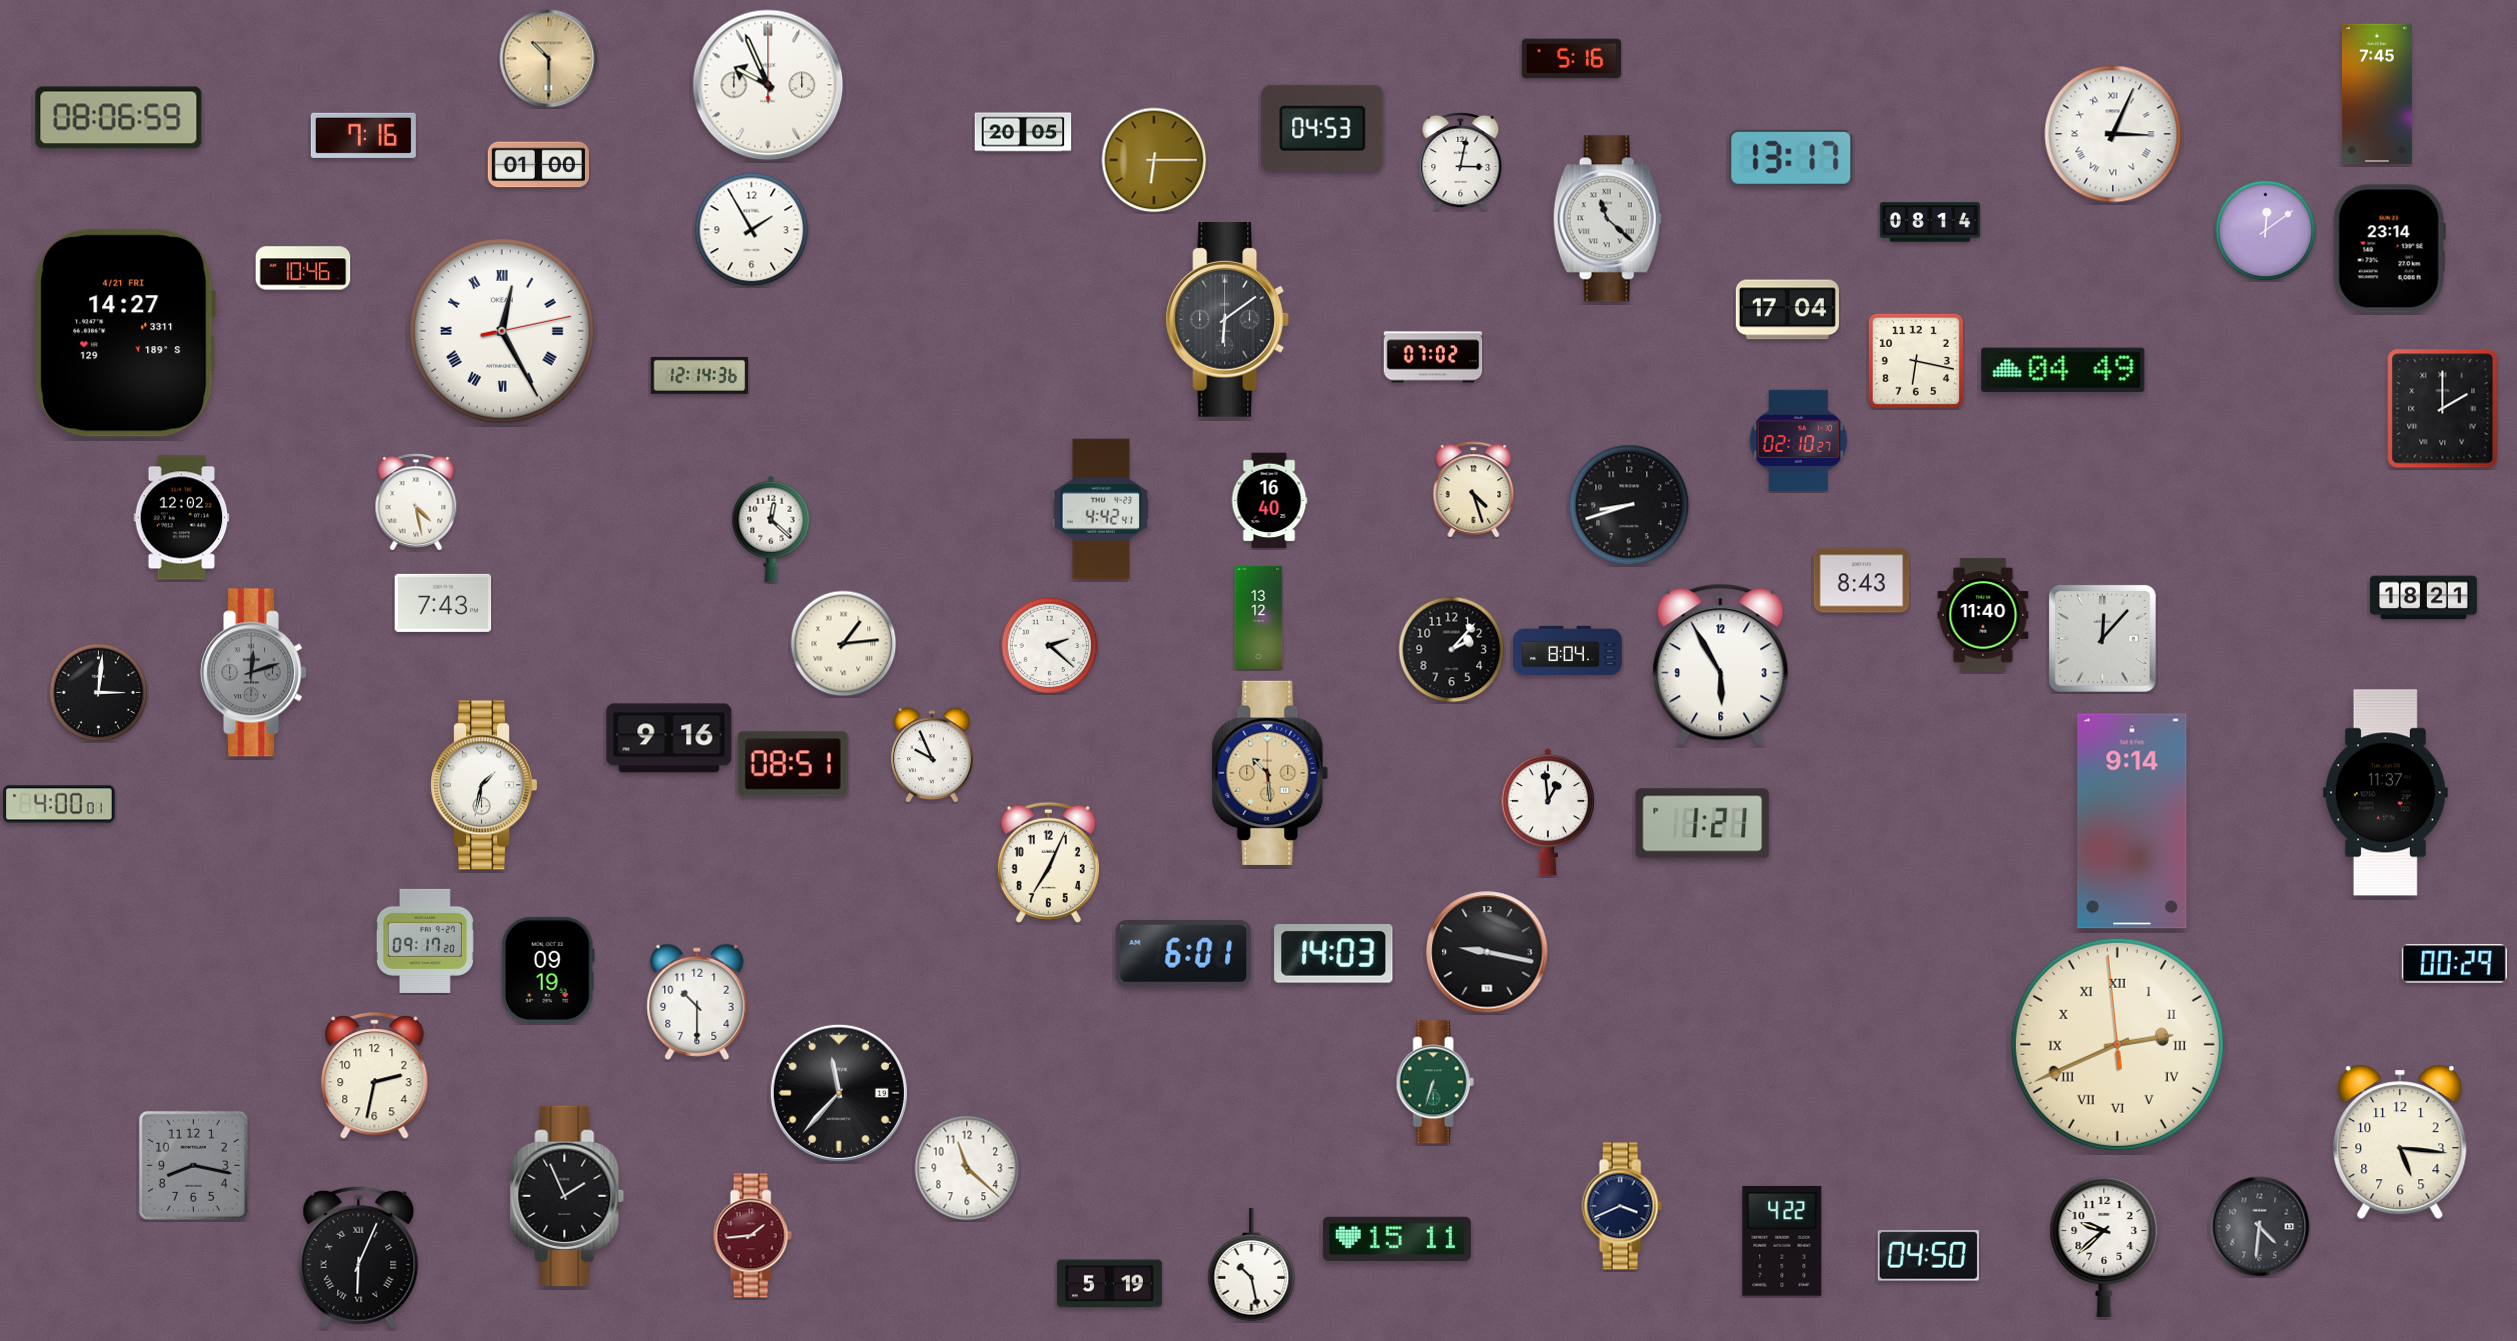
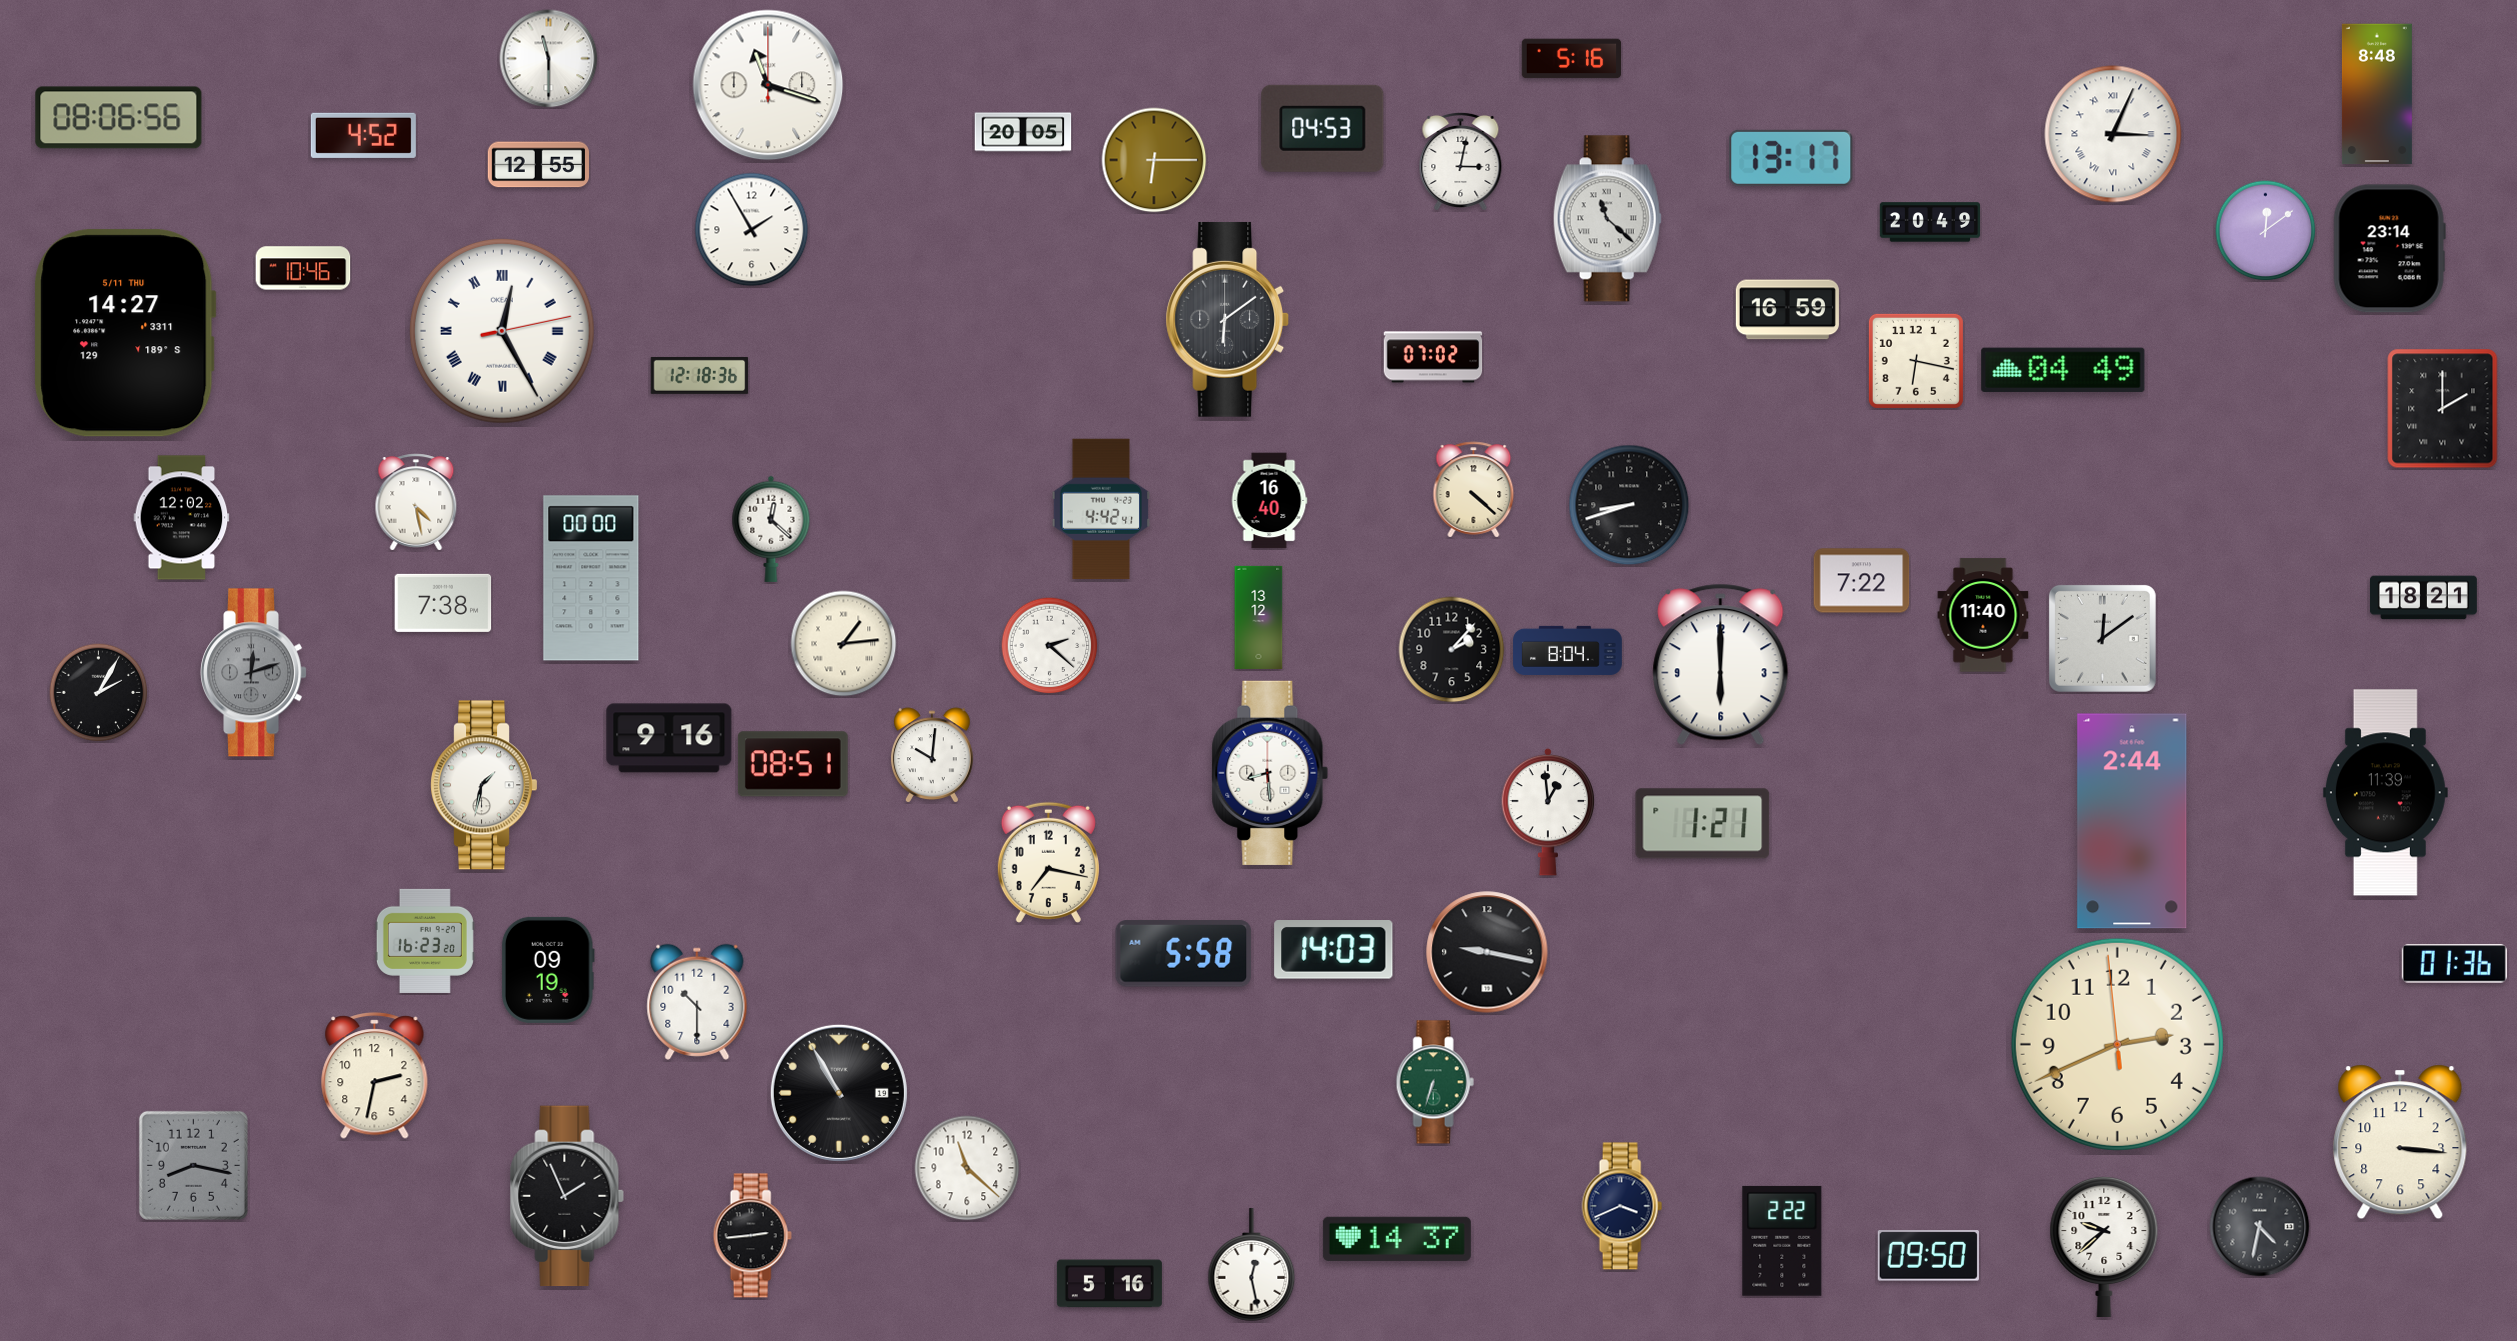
clock at (549, 59): 10:30 -> 11:30
clock at (549, 59) dial: champagne -> white
clock at (768, 85): 9:56 -> 11:18
clock at (2377, 94): 7:45 -> 8:48
clock at (119, 118): 08:06:59 -> 08:06:56
clock at (363, 135): 7:16 -> 4:52
clock at (538, 165): 01:00 -> 12:55
clock at (1930, 222): 08:14 -> 20:49
clock at (1787, 310): 17:04 -> 16:59
clock at (125, 333) date: 4/21 FRI -> 5/11 THU
clock at (700, 375): 12:14 -> 12:18
clock at (1799, 440): 02:10 -> none
clock at (1474, 490): 4:27 -> 4:22
clock at (591, 578): none -> 00:00
clock at (1862, 581): 8:43 -> 7:22
clock at (443, 603): 7:43 -> 7:38
clock at (2102, 638): 12:07 -> 12:09
clock at (1721, 665): 5:55 -> 6:00
clock at (99, 693): 3:01 -> 2:05
clock at (932, 755): 9:56 -> 10:01
clock at (1270, 773): 10:29 -> 8:29
clock at (1270, 773) dial: champagne -> white
clock at (2385, 793): 11:37 -> 11:39
clock at (59, 804): 4:00 -> none
clock at (2132, 821): 9:14 -> 2:44
clock at (1048, 862): 7:04 -> 7:17
clock at (425, 941): 09:17 -> 16:23
clock at (1184, 954): 6:01 -> 5:58
clock at (1334, 954) position: (1334, 954) -> (1334, 950)
clock at (2454, 964): 00:29 -> 01:36
clock at (2117, 1044) numerals: Roman -> Arabic
clock at (839, 1093): 11:37 -> 10:55
clock at (2400, 1142): 5:16 -> 3:16
clock at (2260, 1227): 4:31 -> 4:32
clock at (752, 1236): 1:44 -> 2:44
clock at (752, 1236) dial: burgundy -> black
clock at (1397, 1239): 15:11 -> 14:37
clock at (1782, 1241): 4:22 -> 2:22
clock at (1928, 1256): 04:50 -> 09:50
clock at (359, 1257): 6:04 -> none
clock at (1252, 1265): 10:28 -> 12:28
clock at (1109, 1284): 5:19 -> 5:16
